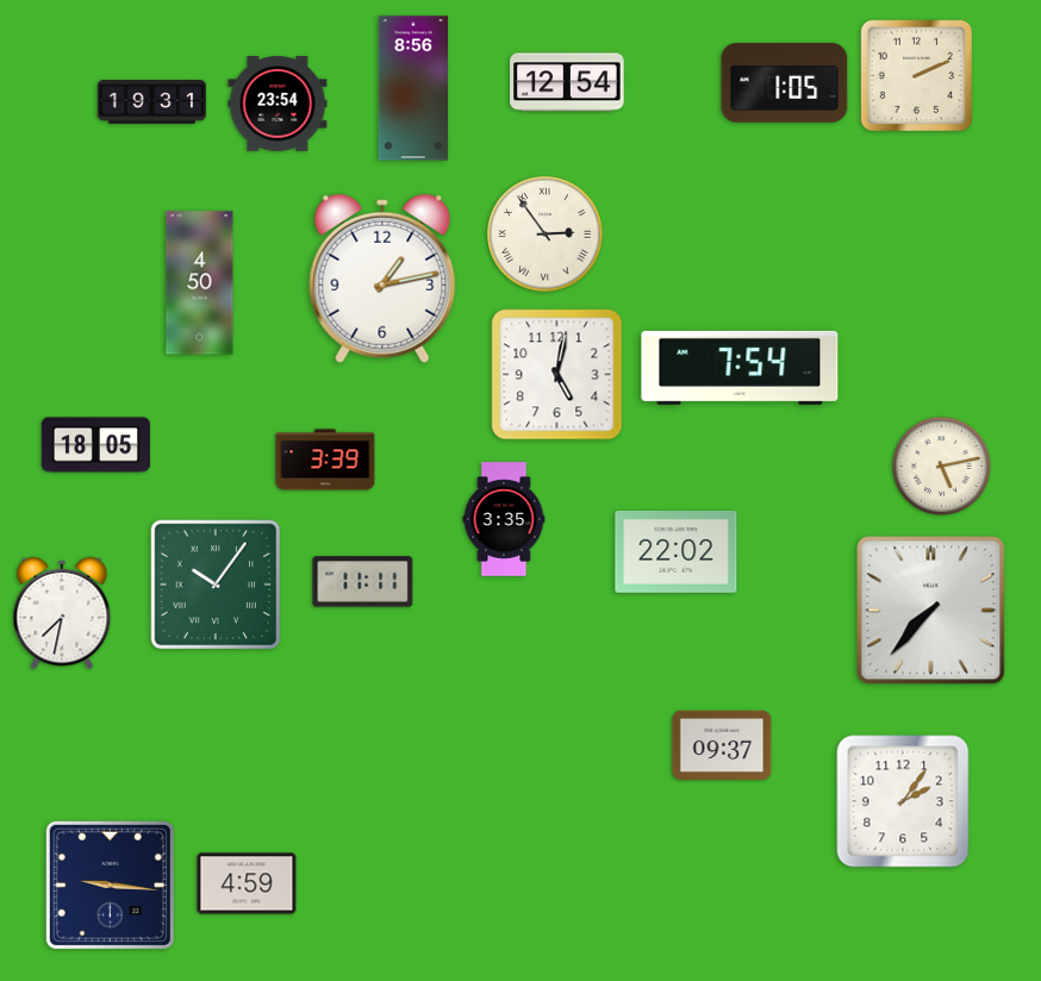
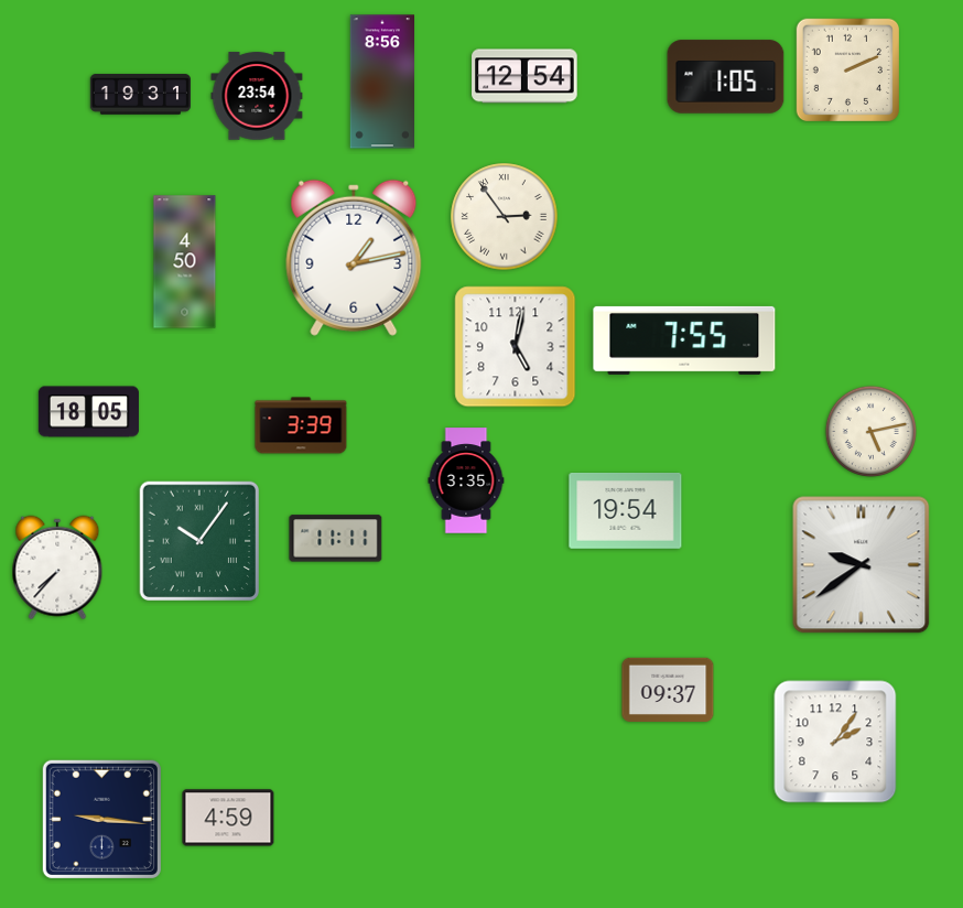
clock at (740, 368): 7:54 -> 7:55
clock at (677, 552): 22:02 -> 19:54
clock at (931, 611): 7:37 -> 9:39
clock at (62, 613): 7:32 -> 7:37
